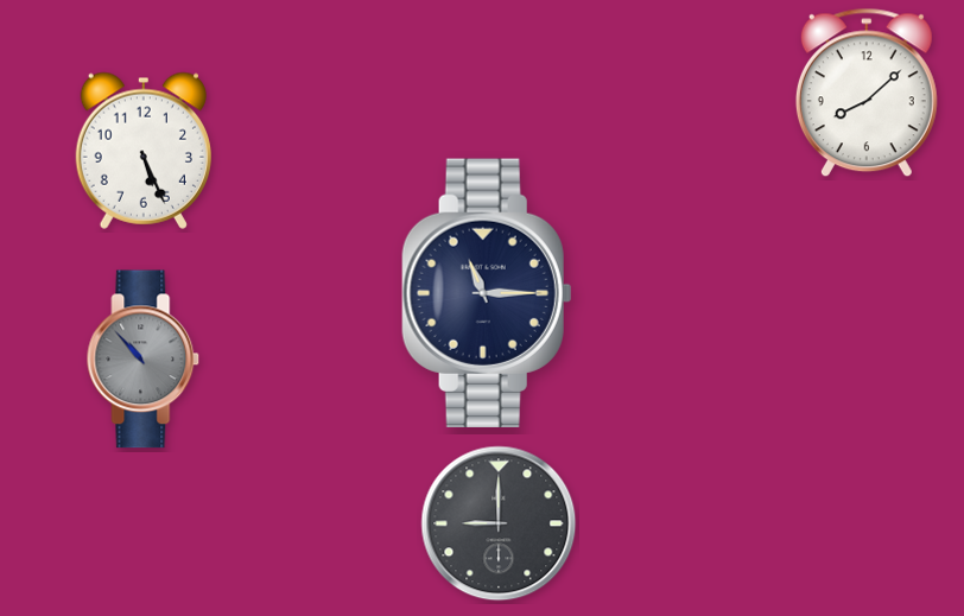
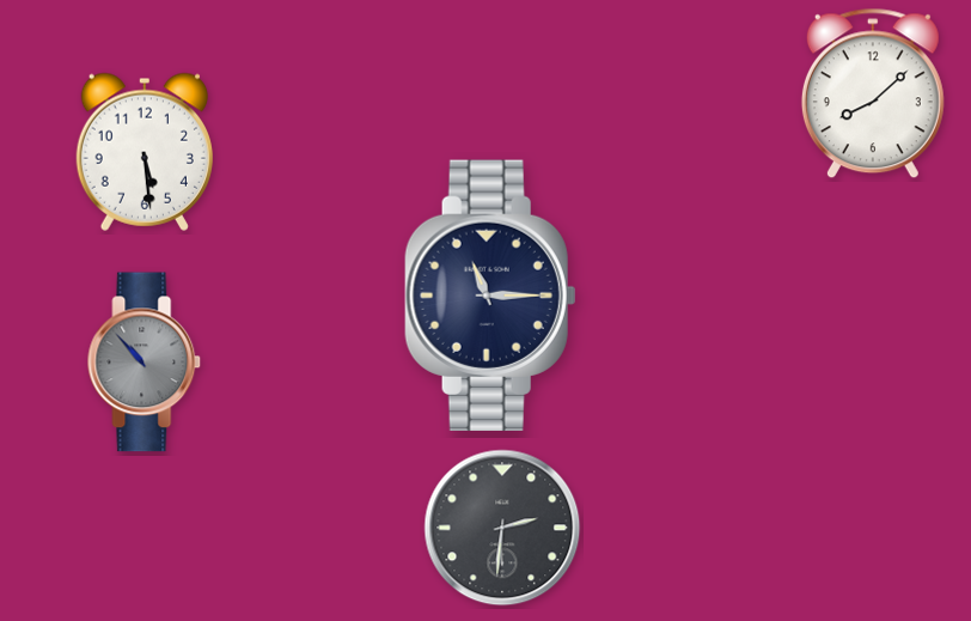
clock at (144, 151): 5:26 -> 5:29
clock at (499, 523): 9:00 -> 2:31
